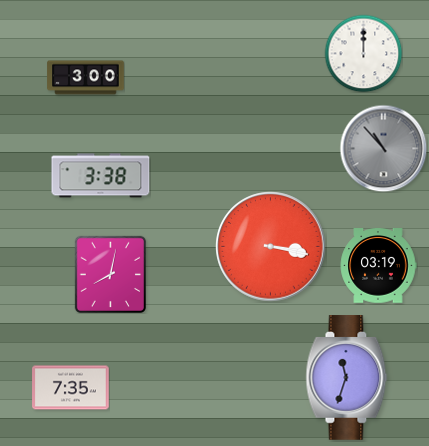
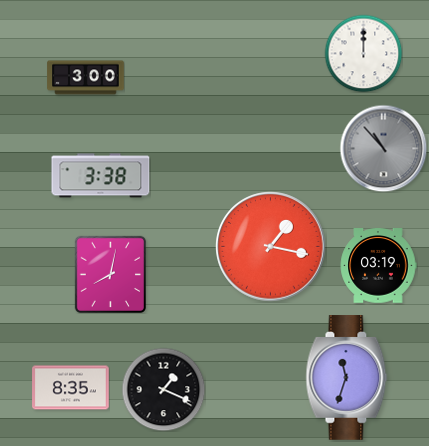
clock at (271, 247): 3:17 -> 1:17
clock at (71, 388): 7:35 -> 8:35
clock at (163, 389): none -> 1:19
